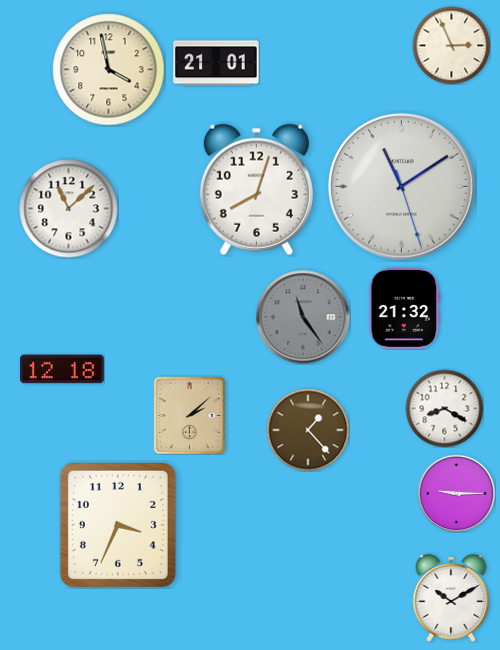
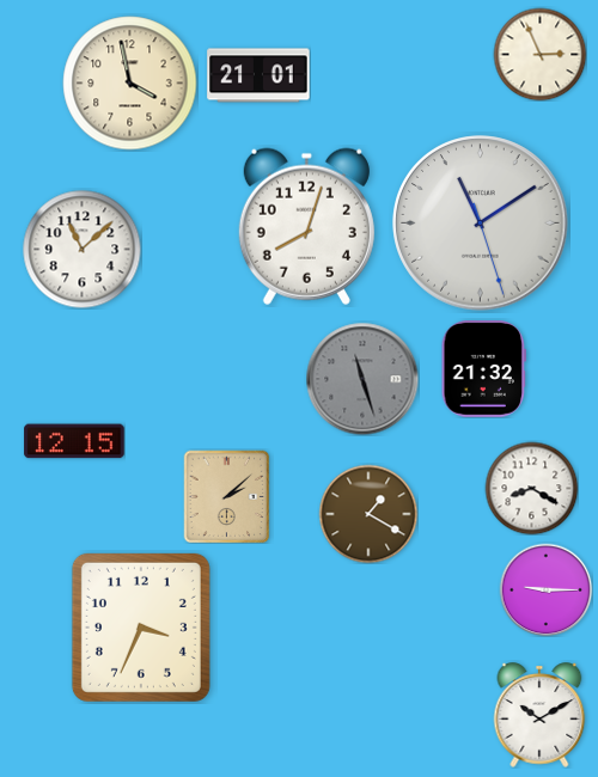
clock at (303, 317): 11:24 -> 11:27
clock at (62, 369): 12:18 -> 12:15
clock at (308, 430): 1:23 -> 1:20
